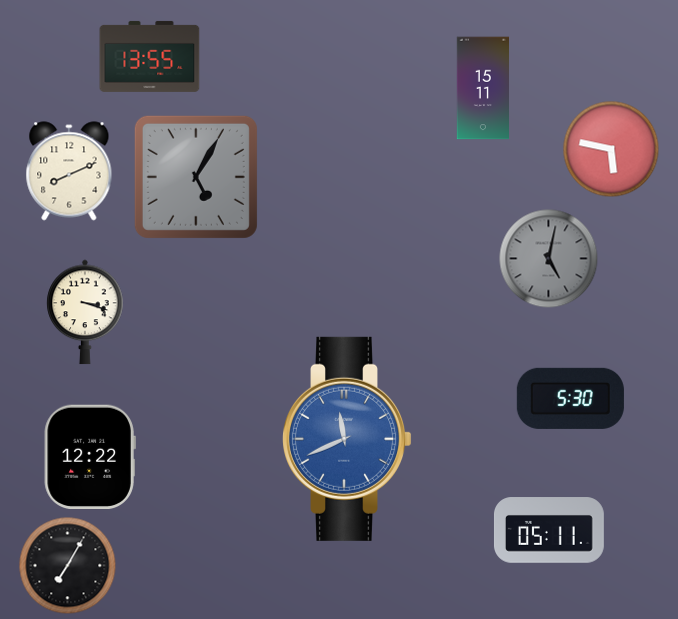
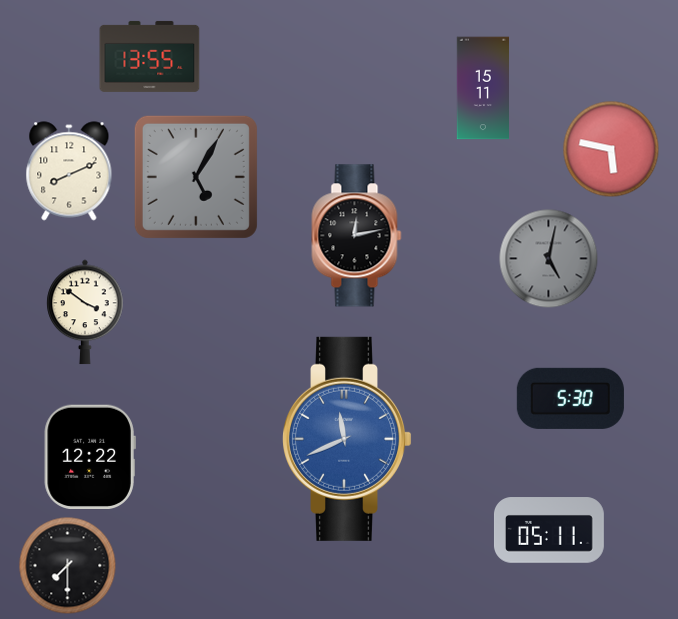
clock at (357, 236): none -> 12:13
clock at (85, 312): 3:18 -> 3:51
clock at (68, 566): 7:05 -> 7:30
